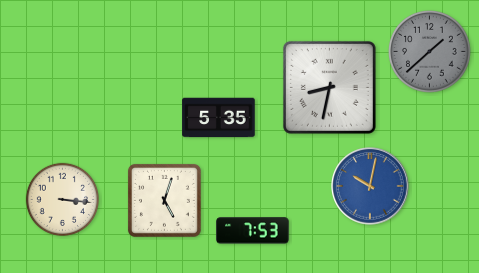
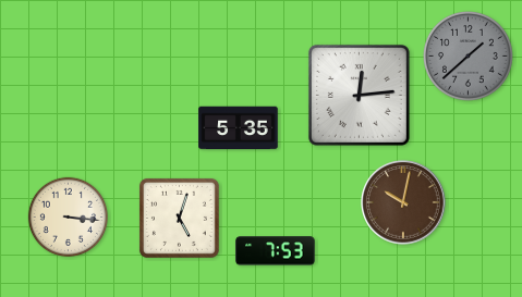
clock at (329, 87): 8:32 -> 12:14
clock at (370, 186) dial: blue -> brown
